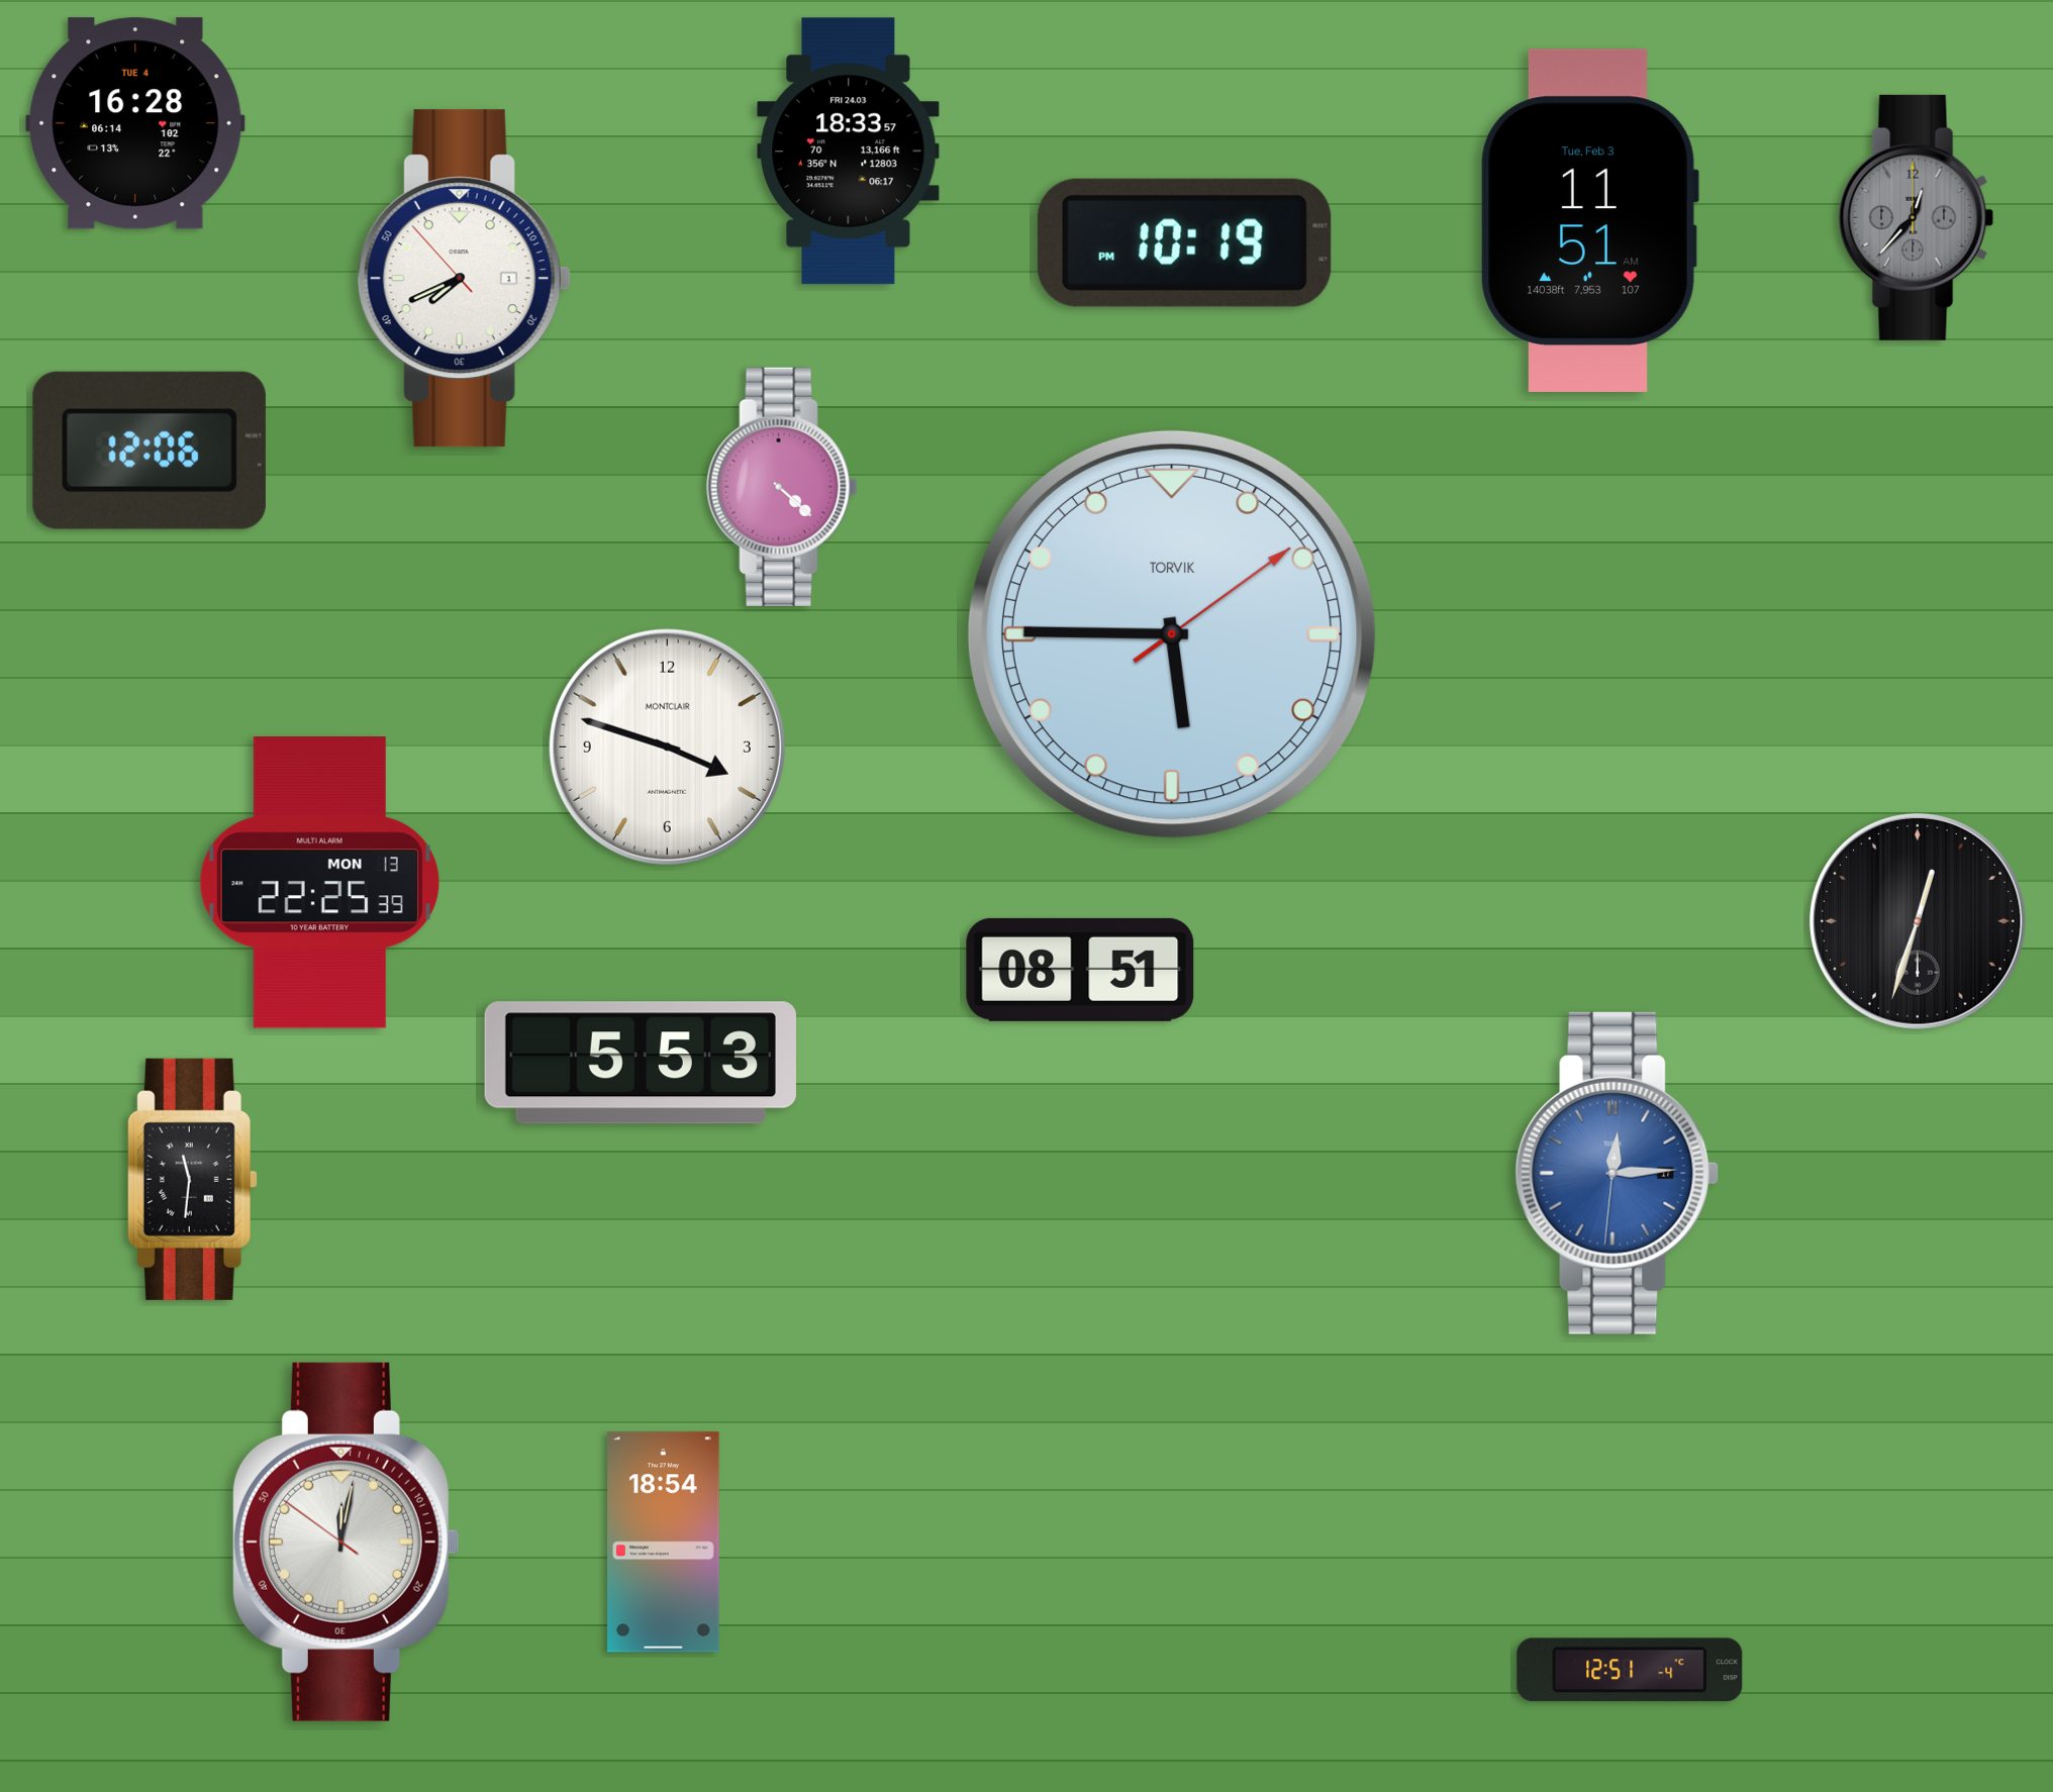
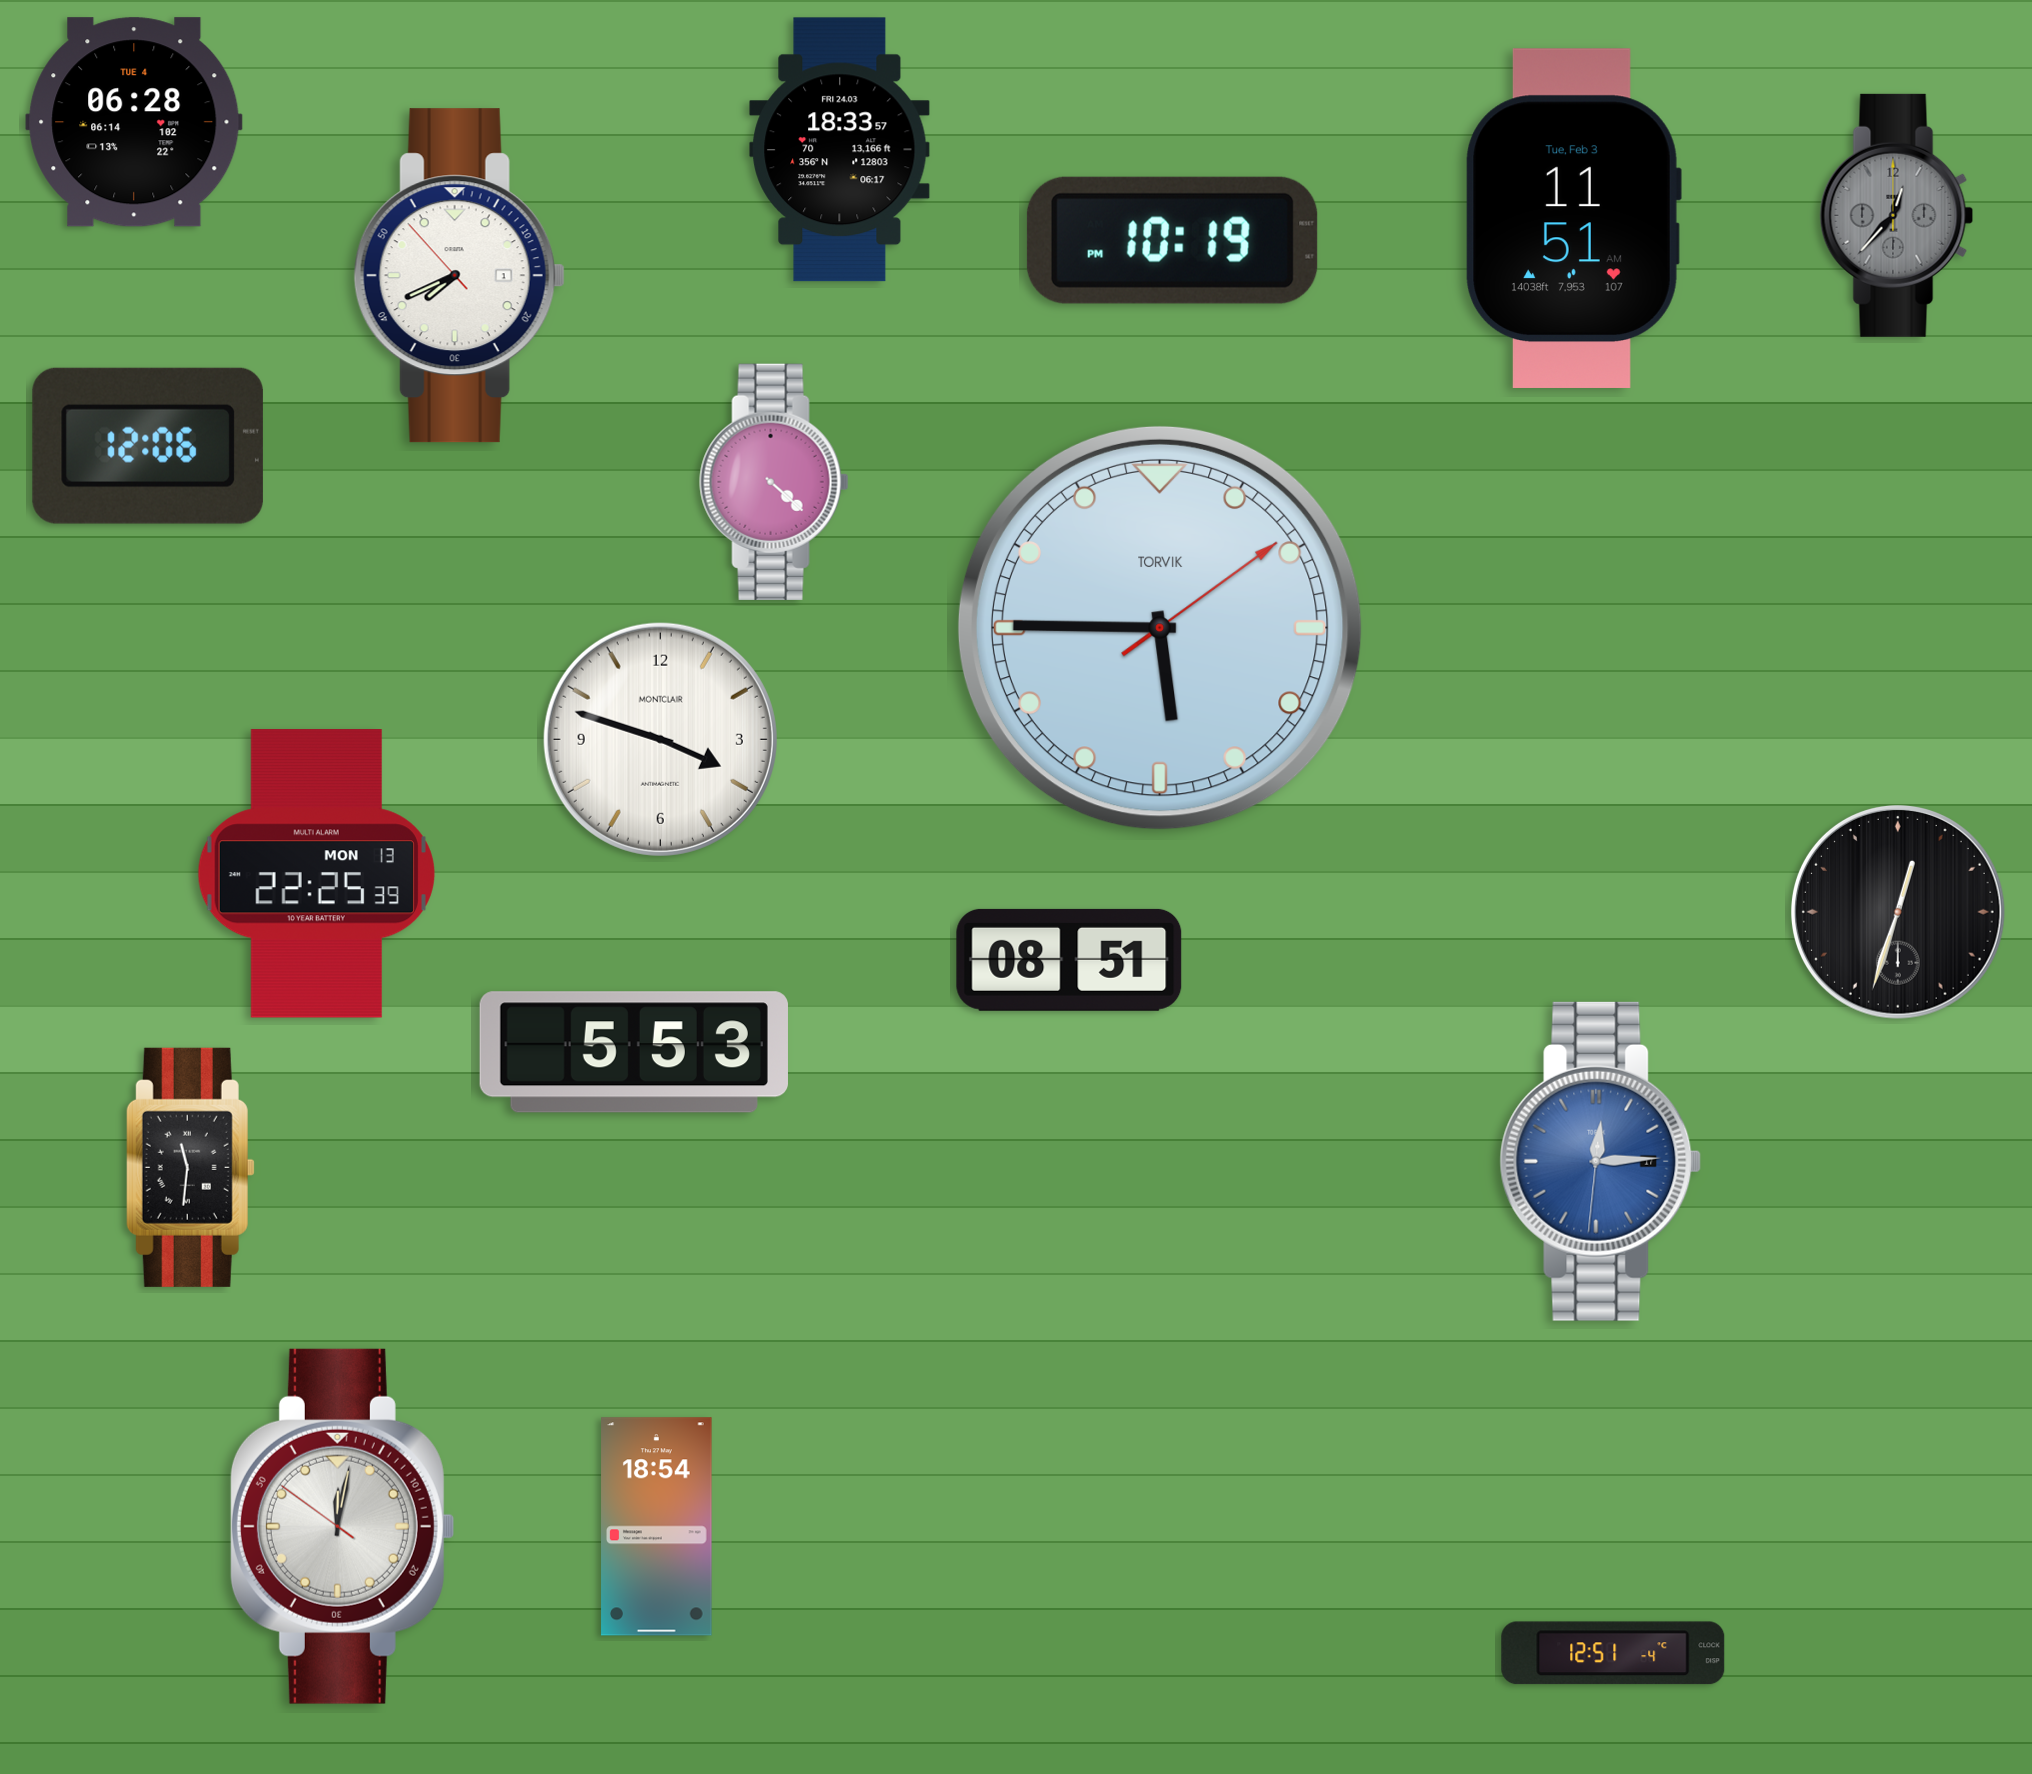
clock at (135, 123): 16:28 -> 06:28
